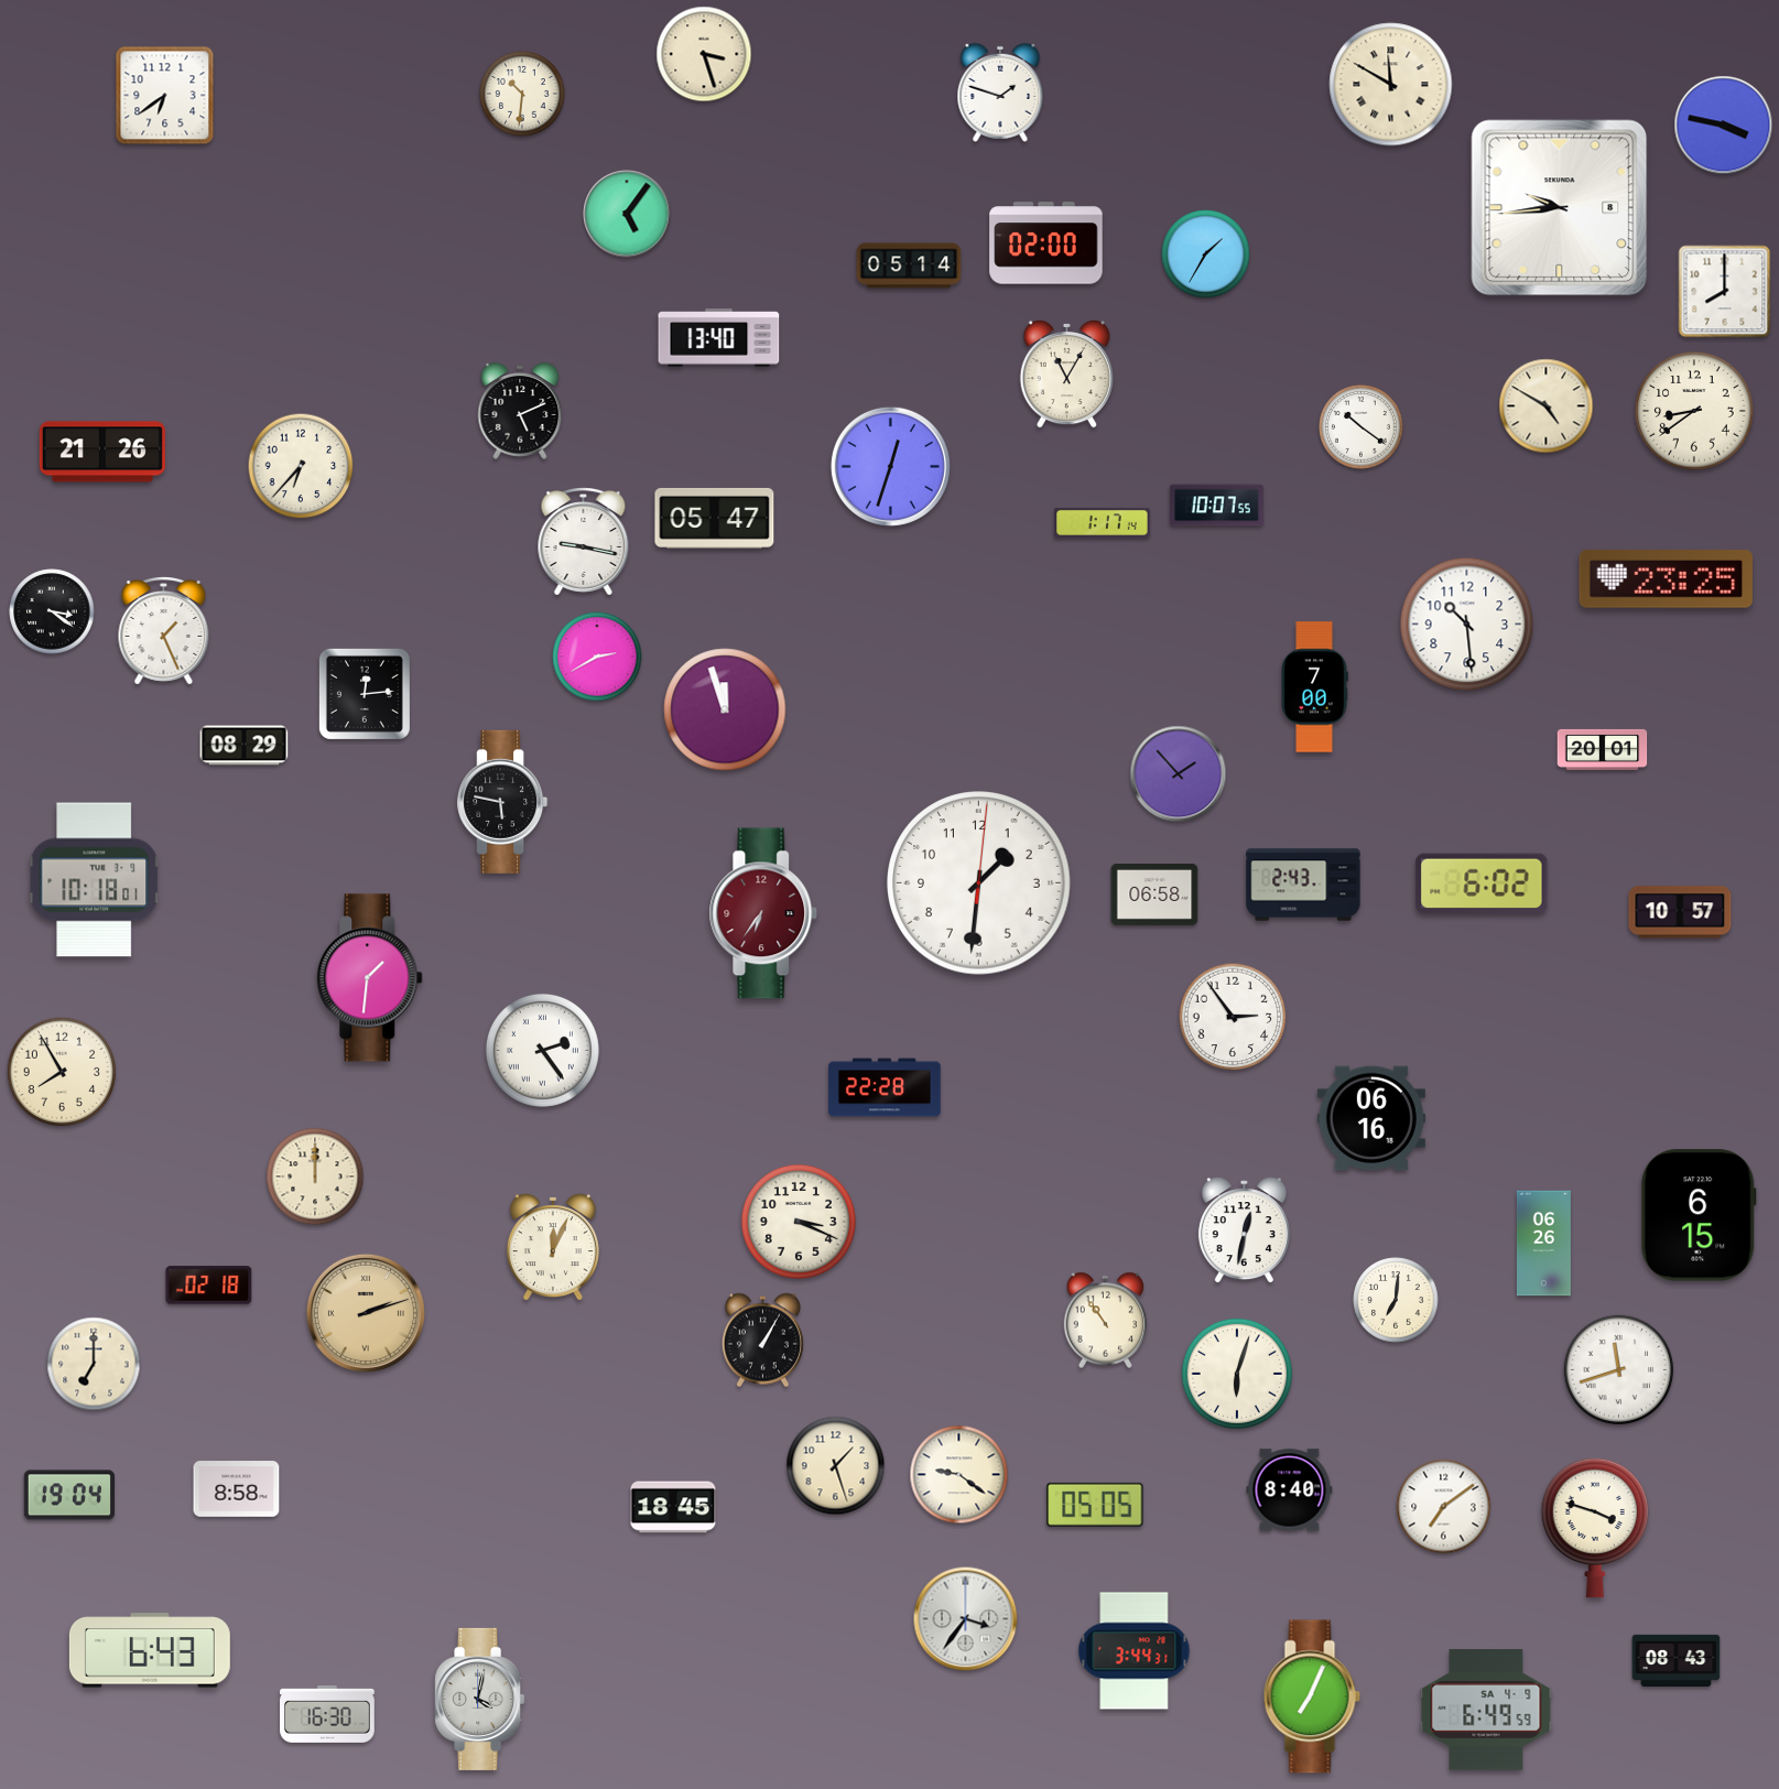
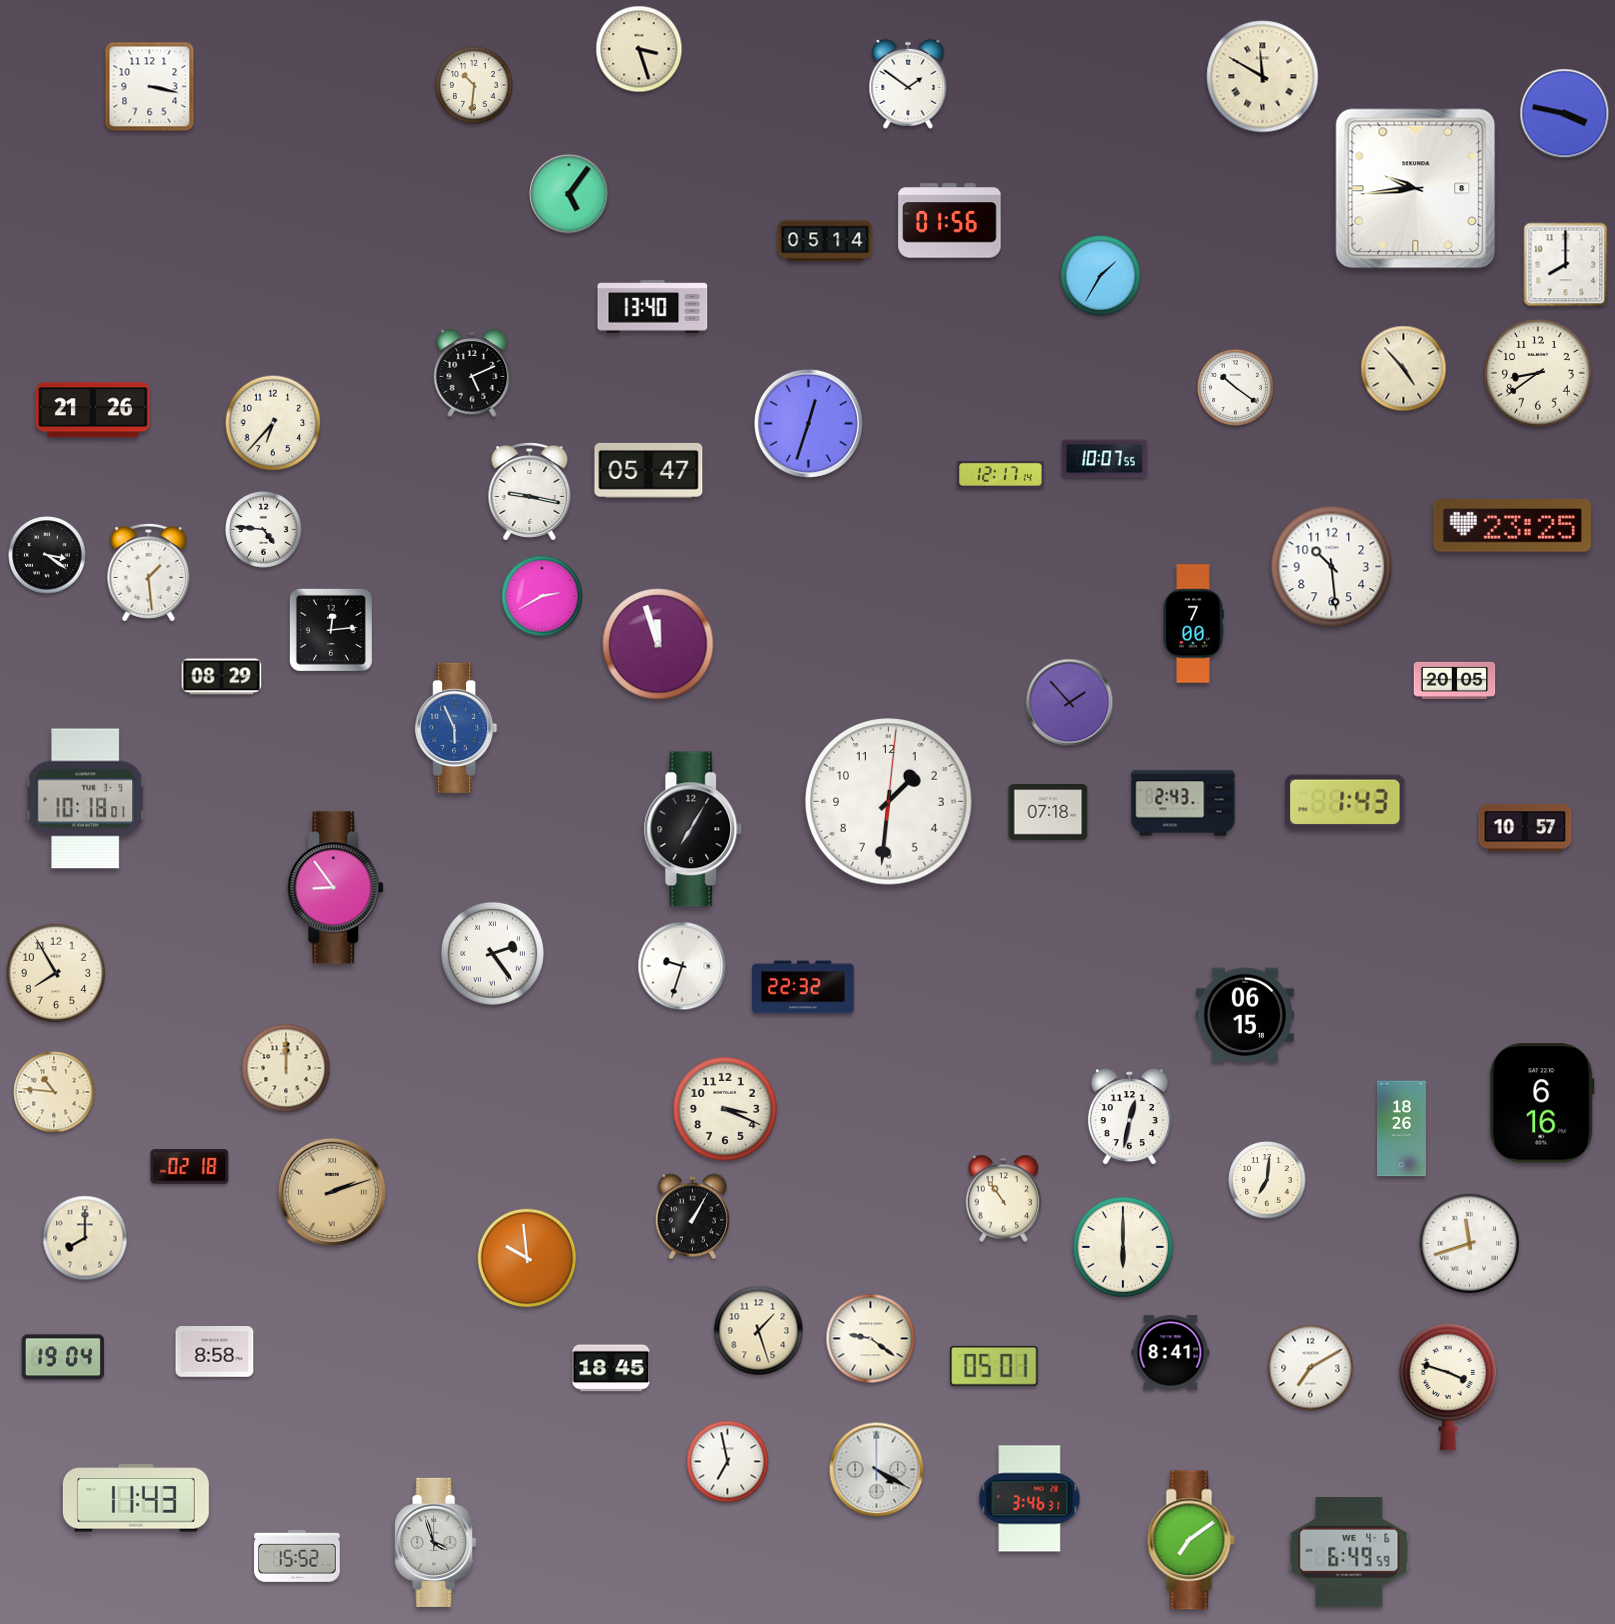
clock at (1000, 93): 1:48 -> 1:51
clock at (165, 96): 6:39 -> 3:17
clock at (1046, 243): 02:00 -> 01:56
clock at (1206, 254) position: (1206, 254) -> (1101, 276)
clock at (1066, 373): 11:05 -> none
clock at (1547, 406): 4:50 -> 4:53
clock at (1103, 522): 1:17 -> 12:17
clock at (264, 530): none -> 4:46
clock at (164, 631): 1:26 -> 1:29
clock at (1603, 749): 20:01 -> 20:05
clock at (502, 802): 5:47 -> 5:56
clock at (502, 802) dial: black -> blue
clock at (1482, 883): 6:02 -> 1:43
clock at (1154, 896): 06:58 -> 07:18
clock at (763, 913): 6:36 -> 7:05
clock at (763, 913) dial: burgundy -> black
clock at (370, 978): 1:31 -> 8:54
clock at (1233, 1017): 2:54 -> none
clock at (682, 966): none -> 9:33
clock at (885, 1087): 22:28 -> 22:32
clock at (1371, 1118): 06:16 -> 06:15
clock at (54, 1092): none -> 10:46
clock at (1699, 1215): 6:15 -> 6:16
clock at (1543, 1244): 06:26 -> 18:26
clock at (553, 1247): 12:04 -> none
clock at (94, 1364): 7:00 -> 8:00
clock at (1237, 1374): 6:03 -> 6:00
clock at (527, 1258): none -> 9:59
clock at (1290, 1490): 8:40 -> 8:41
clock at (1095, 1505): 05:05 -> 05:01
clock at (1444, 1507): 7:09 -> 7:10
clock at (728, 1462): none -> 6:58
clock at (966, 1619): 3:36 -> 4:20
clock at (150, 1650): 6:43 -> 11:43
clock at (1135, 1651): 3:44 -> 3:46
clock at (1677, 1660): 08:43 -> none
clock at (1312, 1696): 7:04 -> 7:09
clock at (480, 1699): 4:02 -> 3:57
clock at (1486, 1710) date: SA 4-9 -> WE 4-6
clock at (327, 1714): 16:30 -> 15:52
